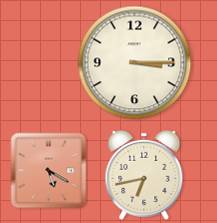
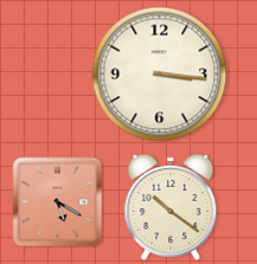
clock at (135, 63): 3:15 -> 3:16
clock at (144, 175): 6:43 -> 10:21
